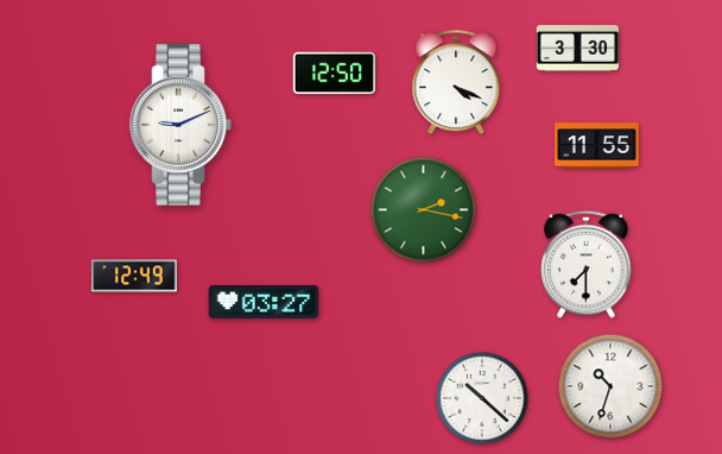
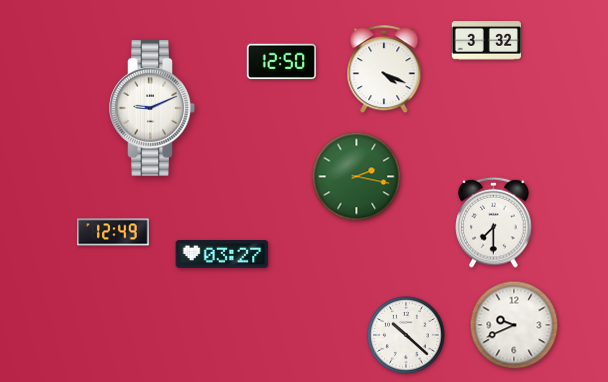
clock at (577, 49): 3:30 -> 3:32
clock at (180, 126) position: (180, 126) -> (152, 109)
clock at (597, 146): 11:55 -> none
clock at (610, 386): 10:33 -> 9:41
